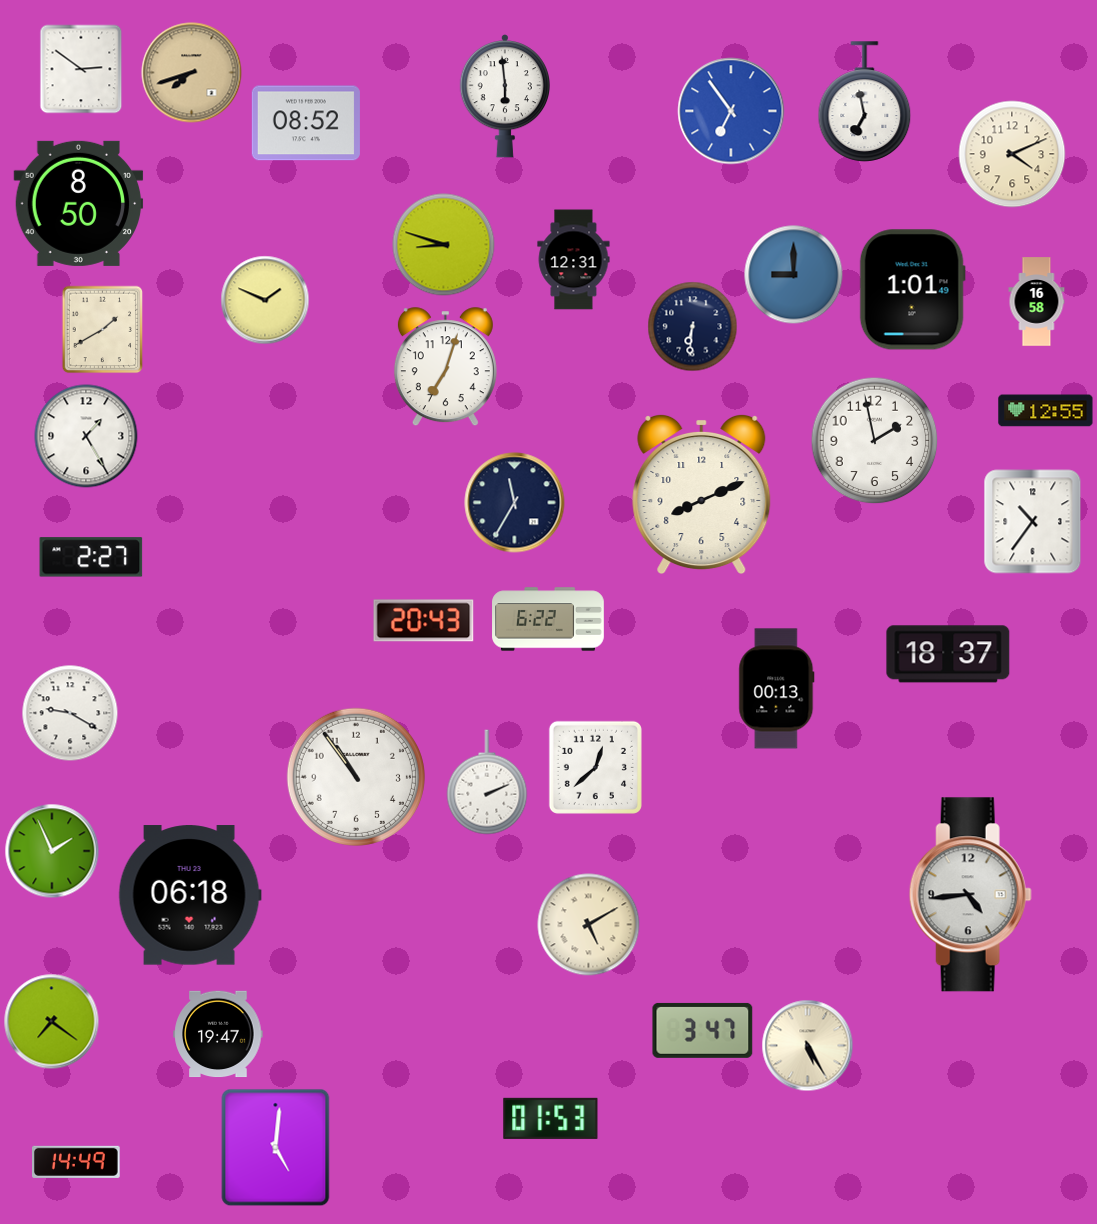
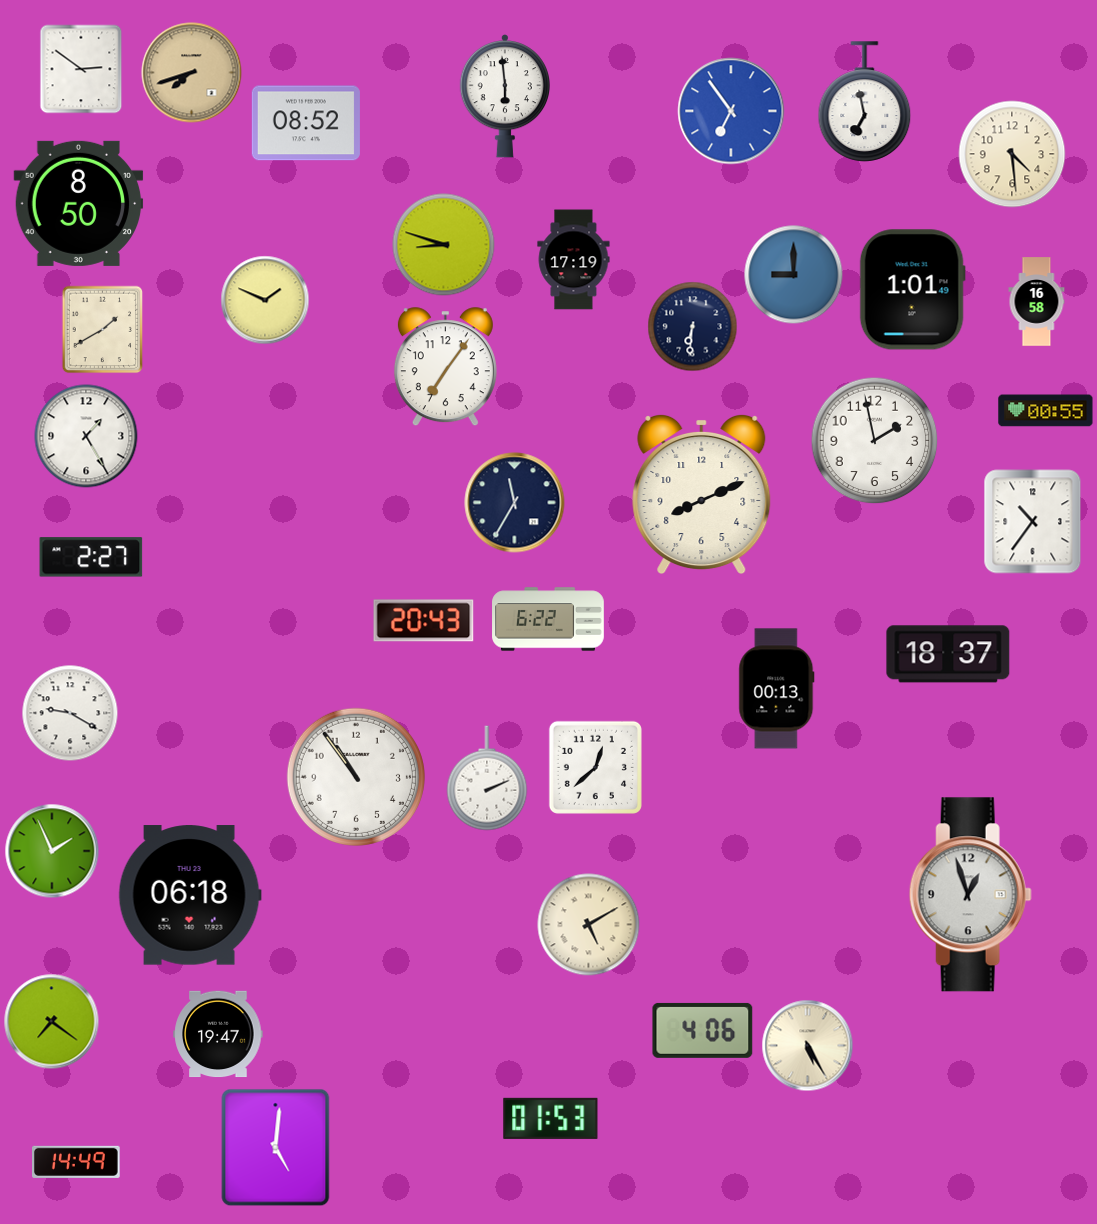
clock at (1012, 154): 4:11 -> 4:29
clock at (574, 260): 12:31 -> 17:19
clock at (445, 367): 7:03 -> 7:06
clock at (1046, 411): 12:55 -> 00:55
clock at (487, 782) position: (487, 782) -> (487, 778)
clock at (970, 895): 4:44 -> 12:57
clock at (703, 1030): 3:47 -> 4:06
